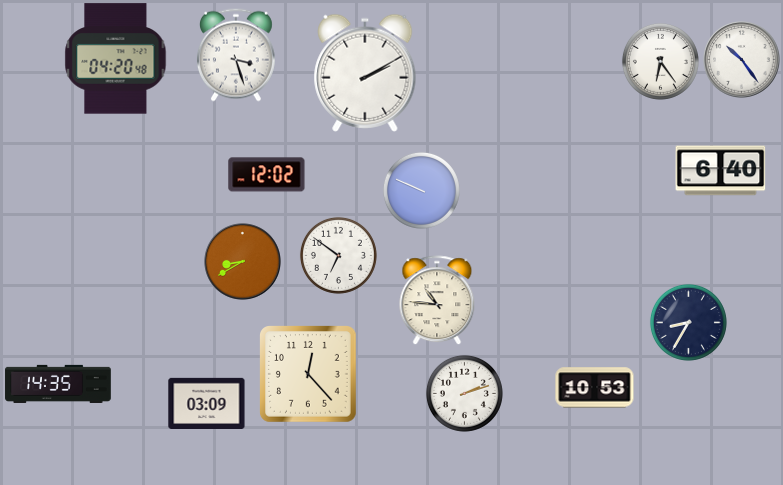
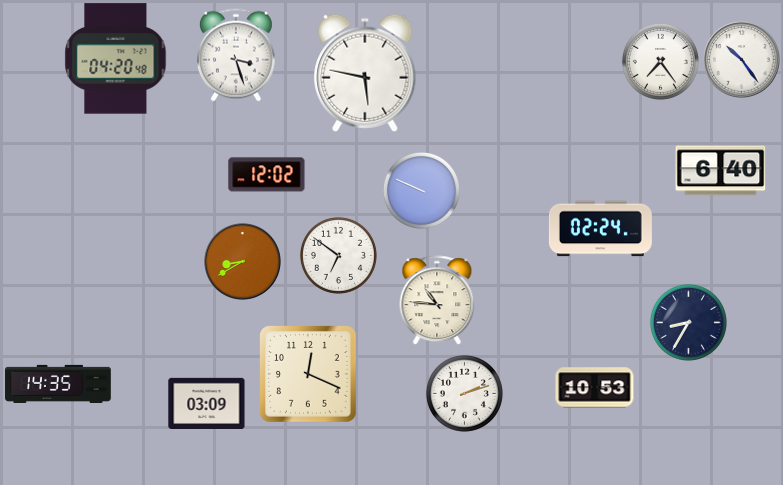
clock at (660, 61): 6:24 -> 7:24
clock at (365, 73): 2:10 -> 5:47
clock at (600, 229): none -> 02:24
clock at (309, 375): 12:23 -> 12:19
